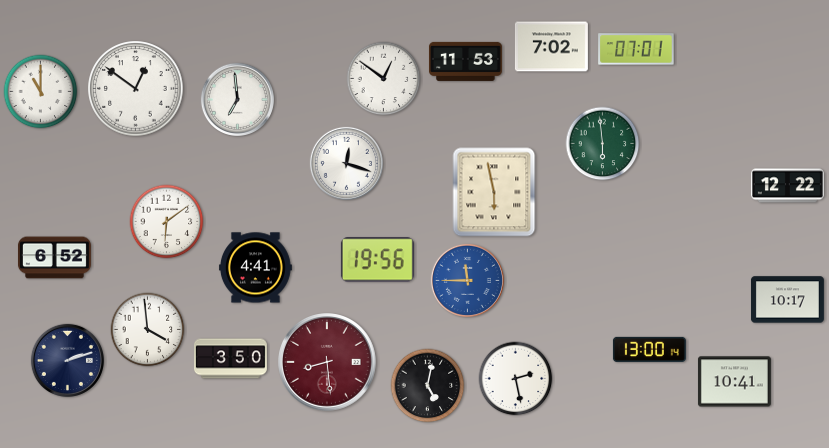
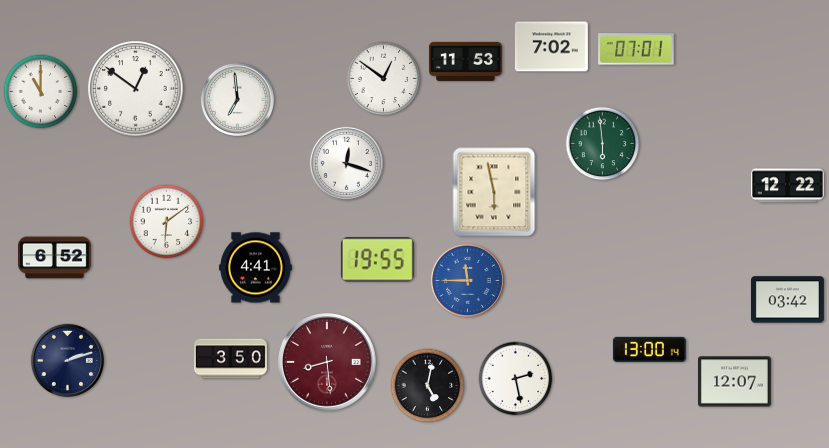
clock at (377, 260): 19:56 -> 19:55
clock at (787, 300): 10:17 -> 03:42
clock at (148, 330): 3:59 -> none
clock at (734, 382): 10:41 -> 12:07
